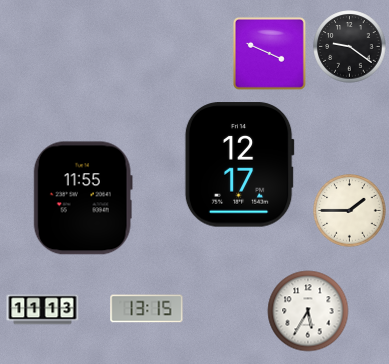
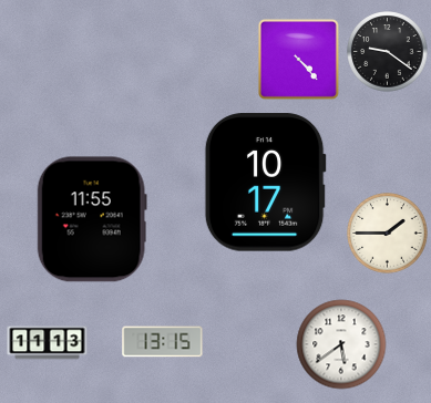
clock at (269, 53): 3:49 -> 4:23
clock at (239, 165): 12:17 -> 10:17
clock at (308, 311): 5:35 -> 5:39
